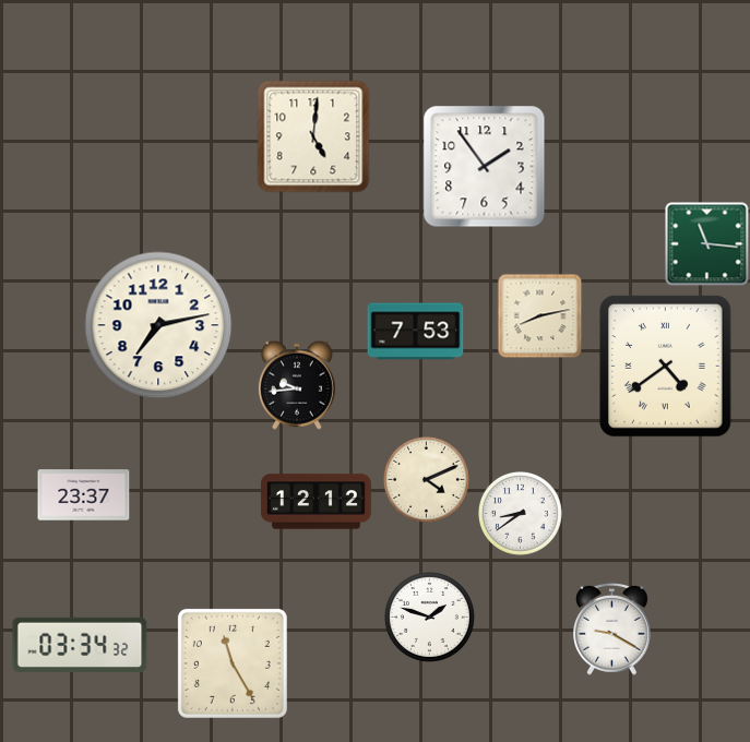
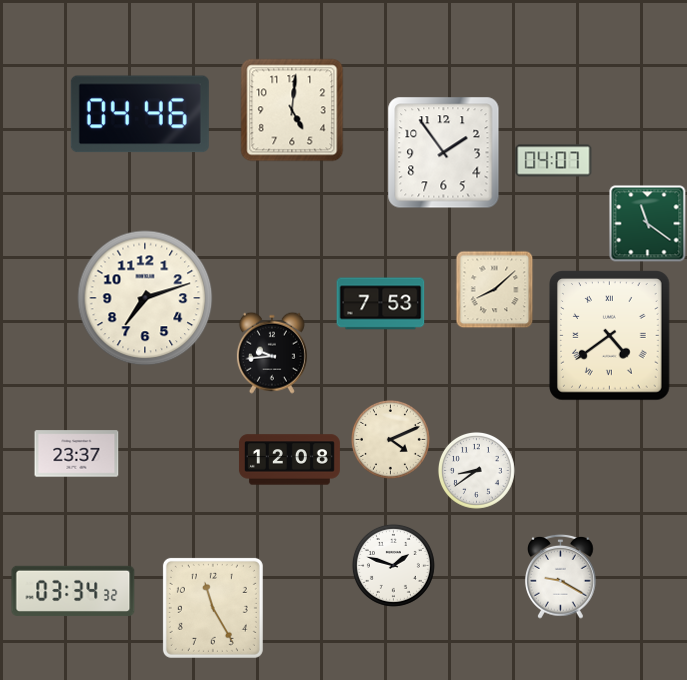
clock at (140, 114): none -> 04:46
clock at (313, 136) position: (313, 136) -> (292, 110)
clock at (554, 161): none -> 04:07
clock at (707, 244): 11:16 -> 11:21
clock at (539, 315): 8:13 -> 8:08
clock at (158, 325): 7:13 -> 7:12
clock at (316, 502): 12:12 -> 12:08
